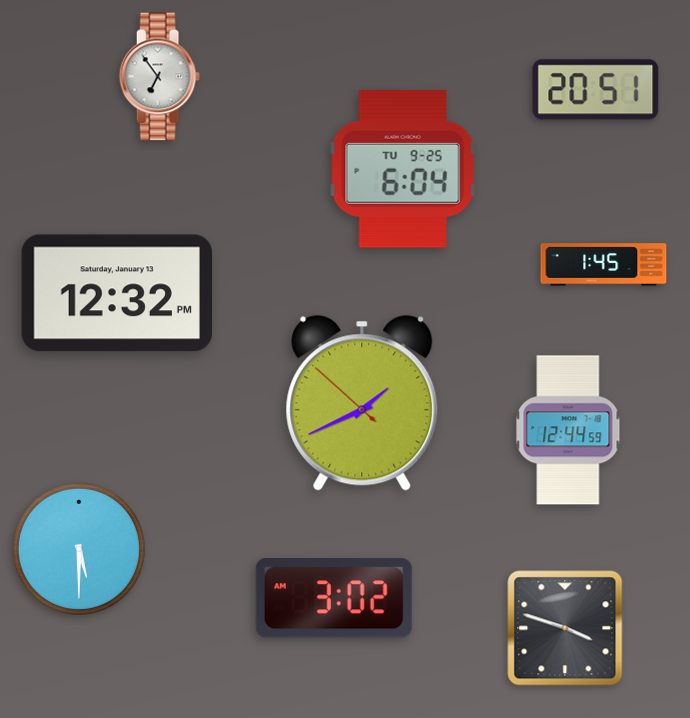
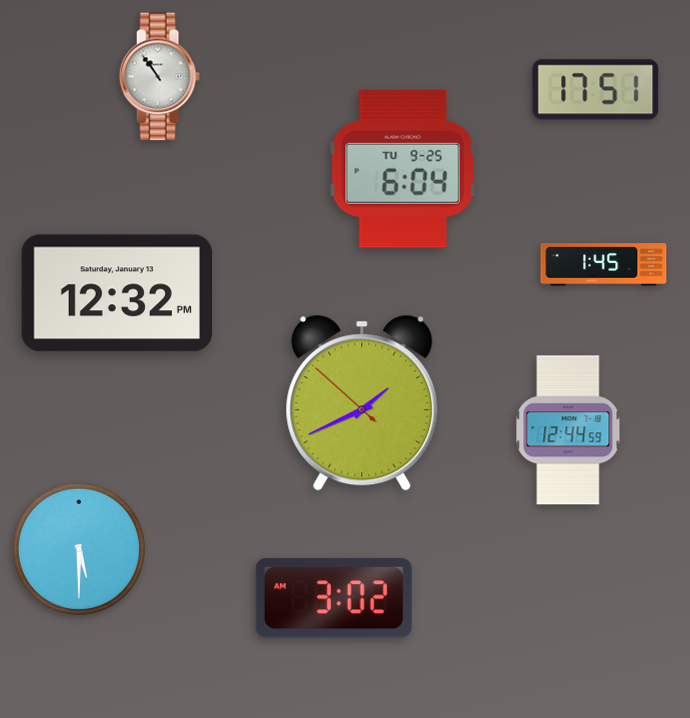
clock at (159, 77): 6:54 -> 10:54
clock at (596, 90): 20:51 -> 17:51
clock at (565, 628): 3:48 -> none
